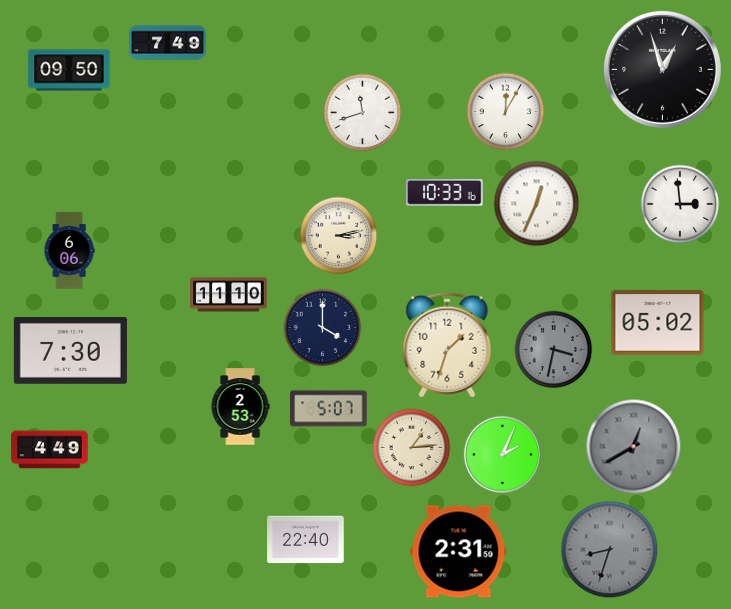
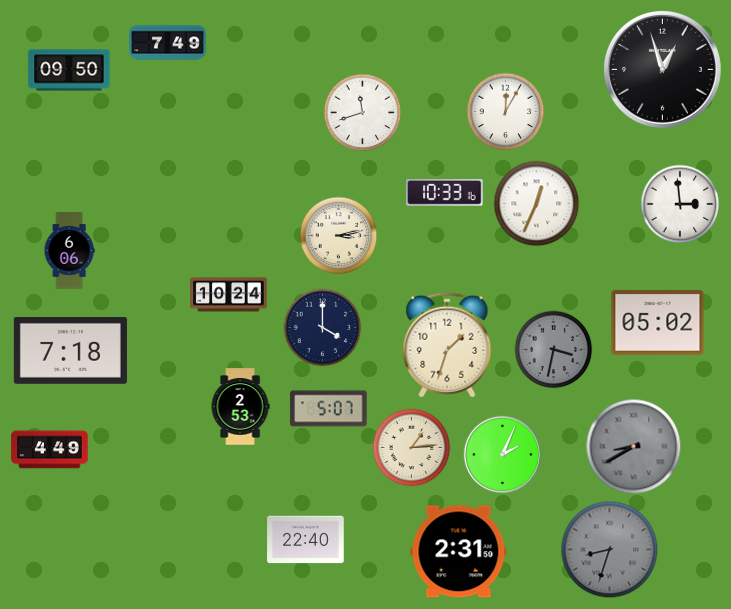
clock at (229, 295): 11:10 -> 10:24
clock at (70, 350): 7:30 -> 7:18
clock at (633, 446): 12:40 -> 8:40
